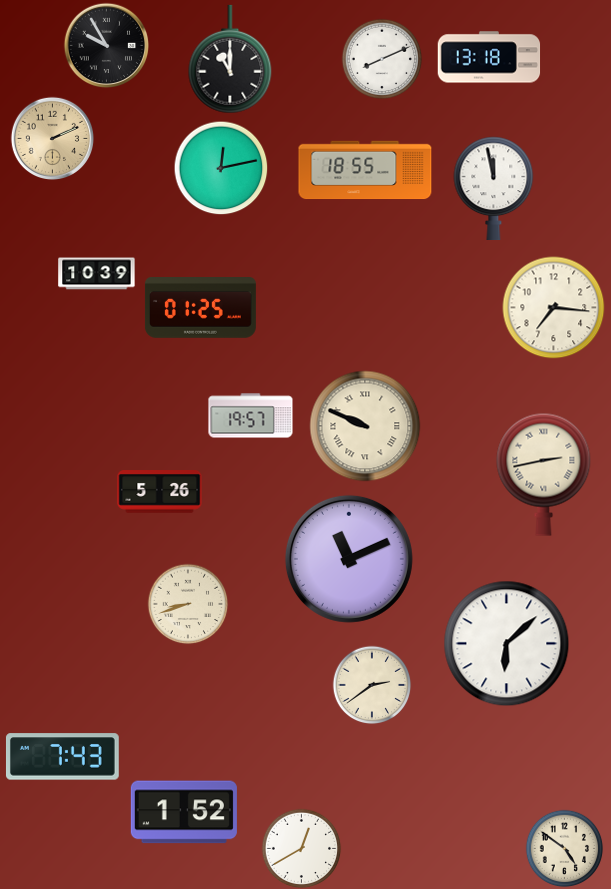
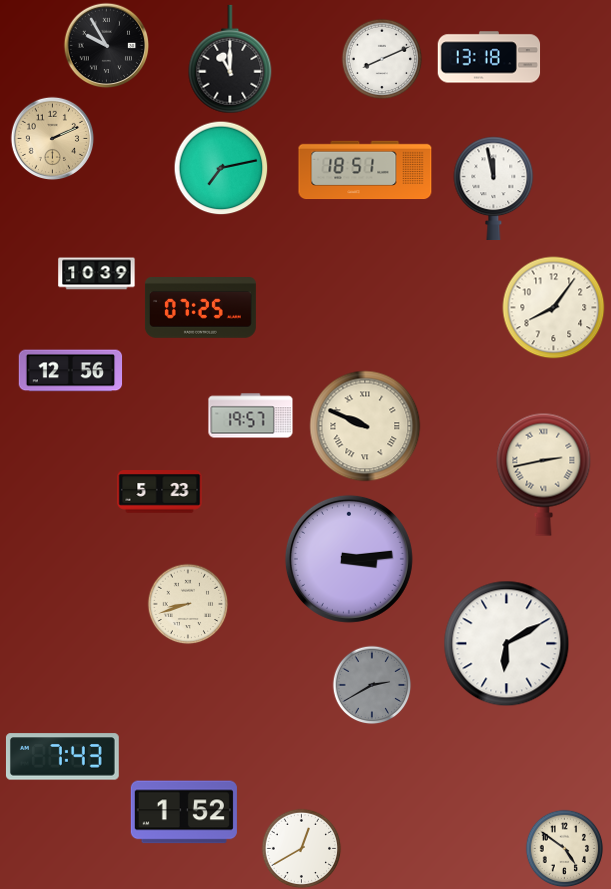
clock at (221, 168): 12:13 -> 7:13
clock at (365, 170): 18:55 -> 18:51
clock at (200, 308): 01:25 -> 07:25
clock at (554, 308): 7:16 -> 8:06
clock at (71, 371): none -> 12:56
clock at (160, 492): 5:26 -> 5:23
clock at (349, 559): 11:11 -> 3:14
clock at (507, 644): 6:08 -> 6:10
clock at (372, 685): 2:39 -> 2:40
clock at (372, 685) dial: cream -> grey
